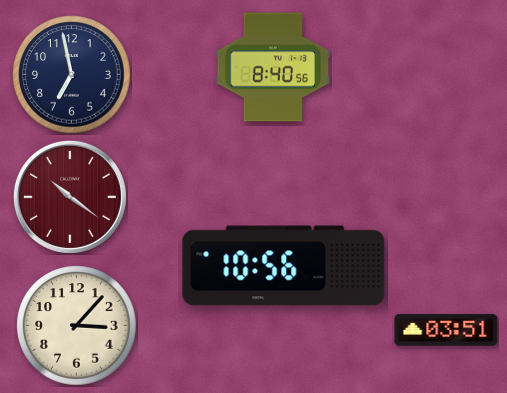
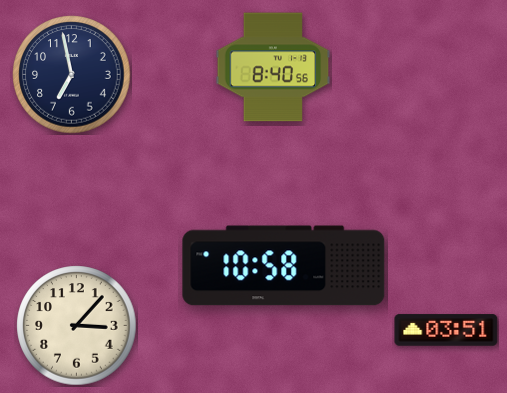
clock at (70, 197): 10:21 -> none
clock at (284, 266): 10:56 -> 10:58
